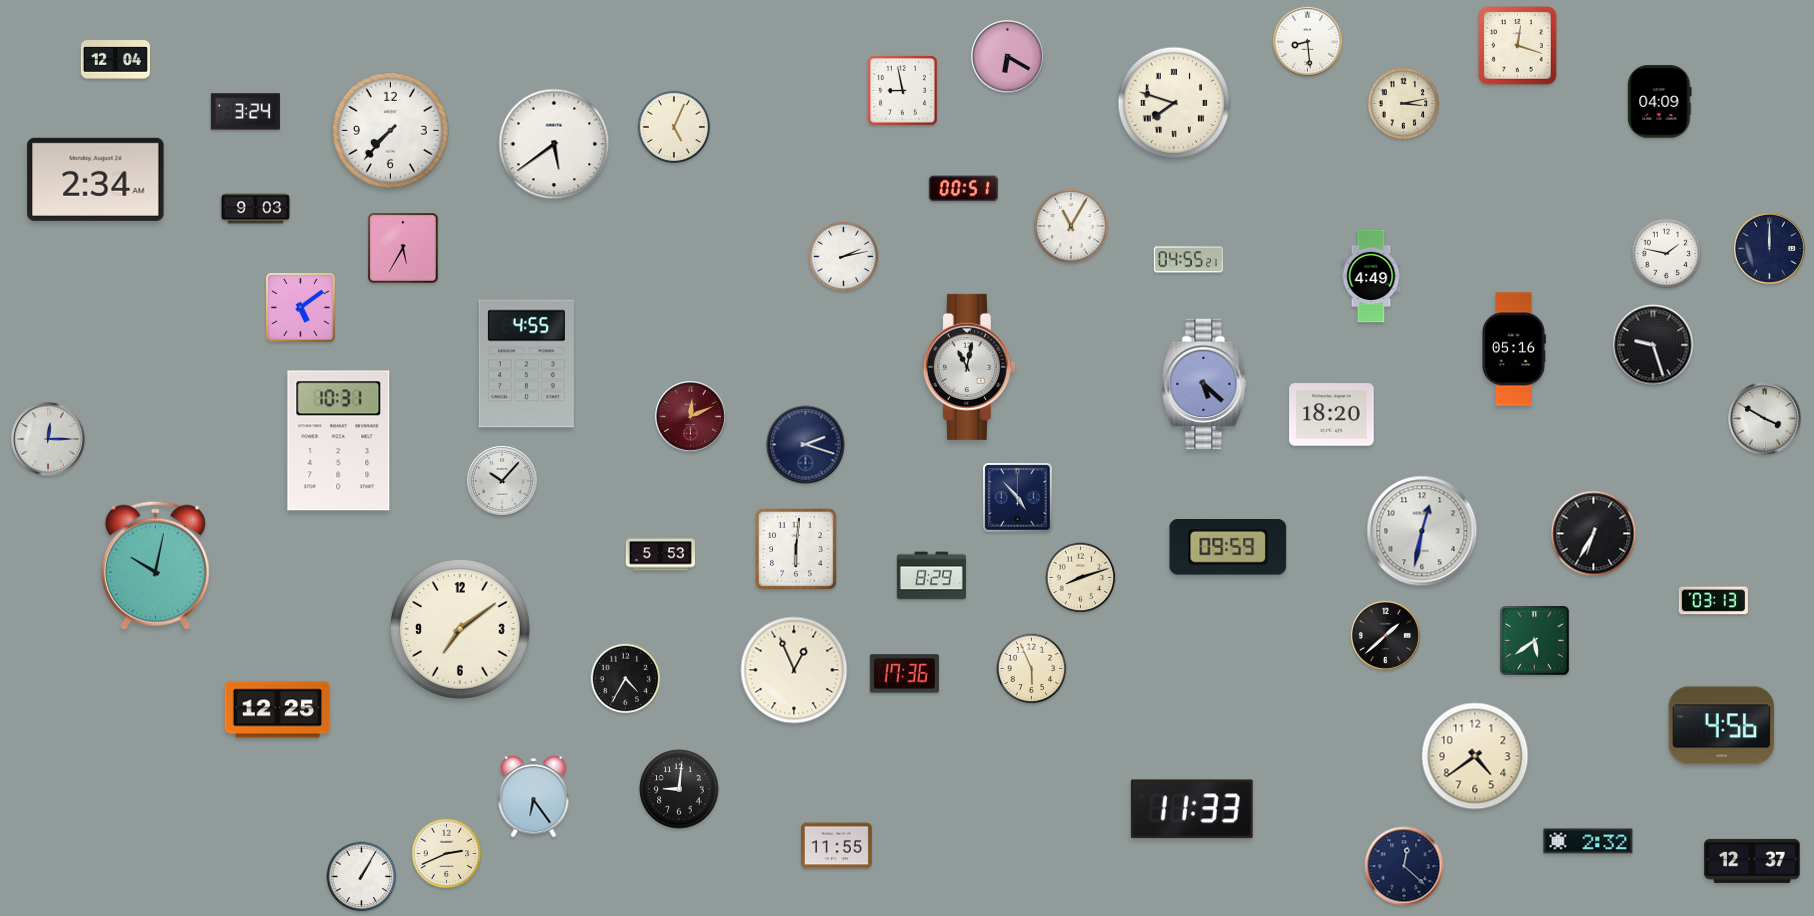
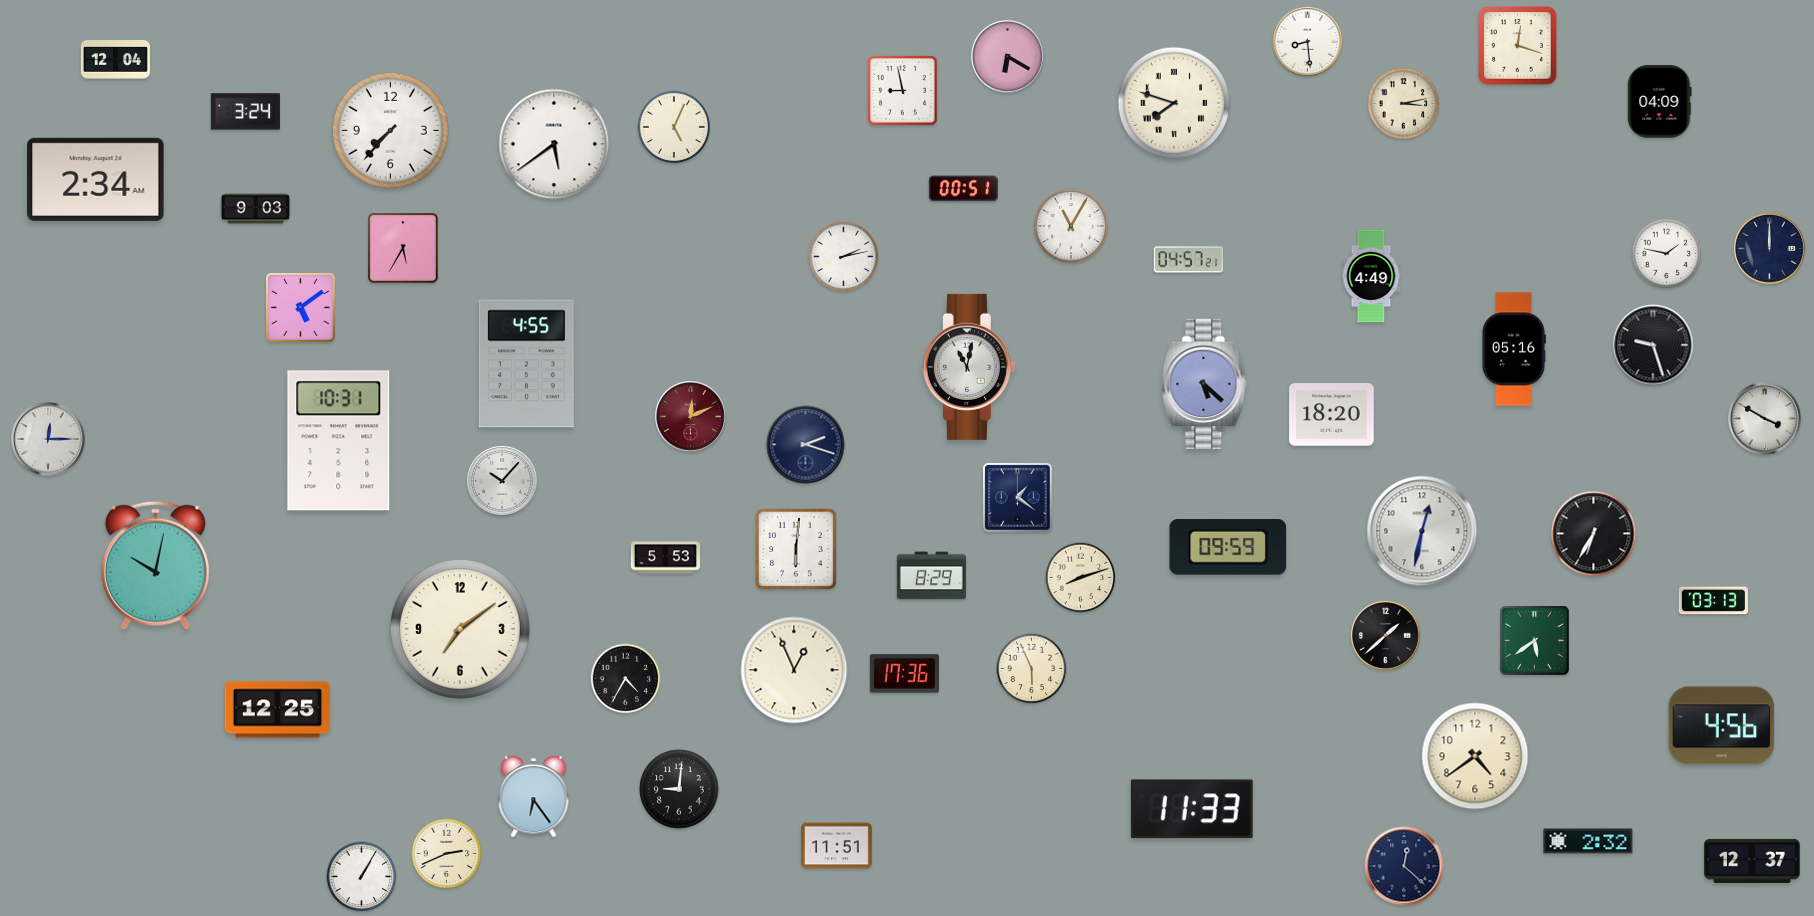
clock at (1188, 260): 04:55 -> 04:57
clock at (1018, 498): 4:53 -> 1:21
clock at (660, 555) position: (660, 555) -> (665, 558)
clock at (837, 846): 11:55 -> 11:51
